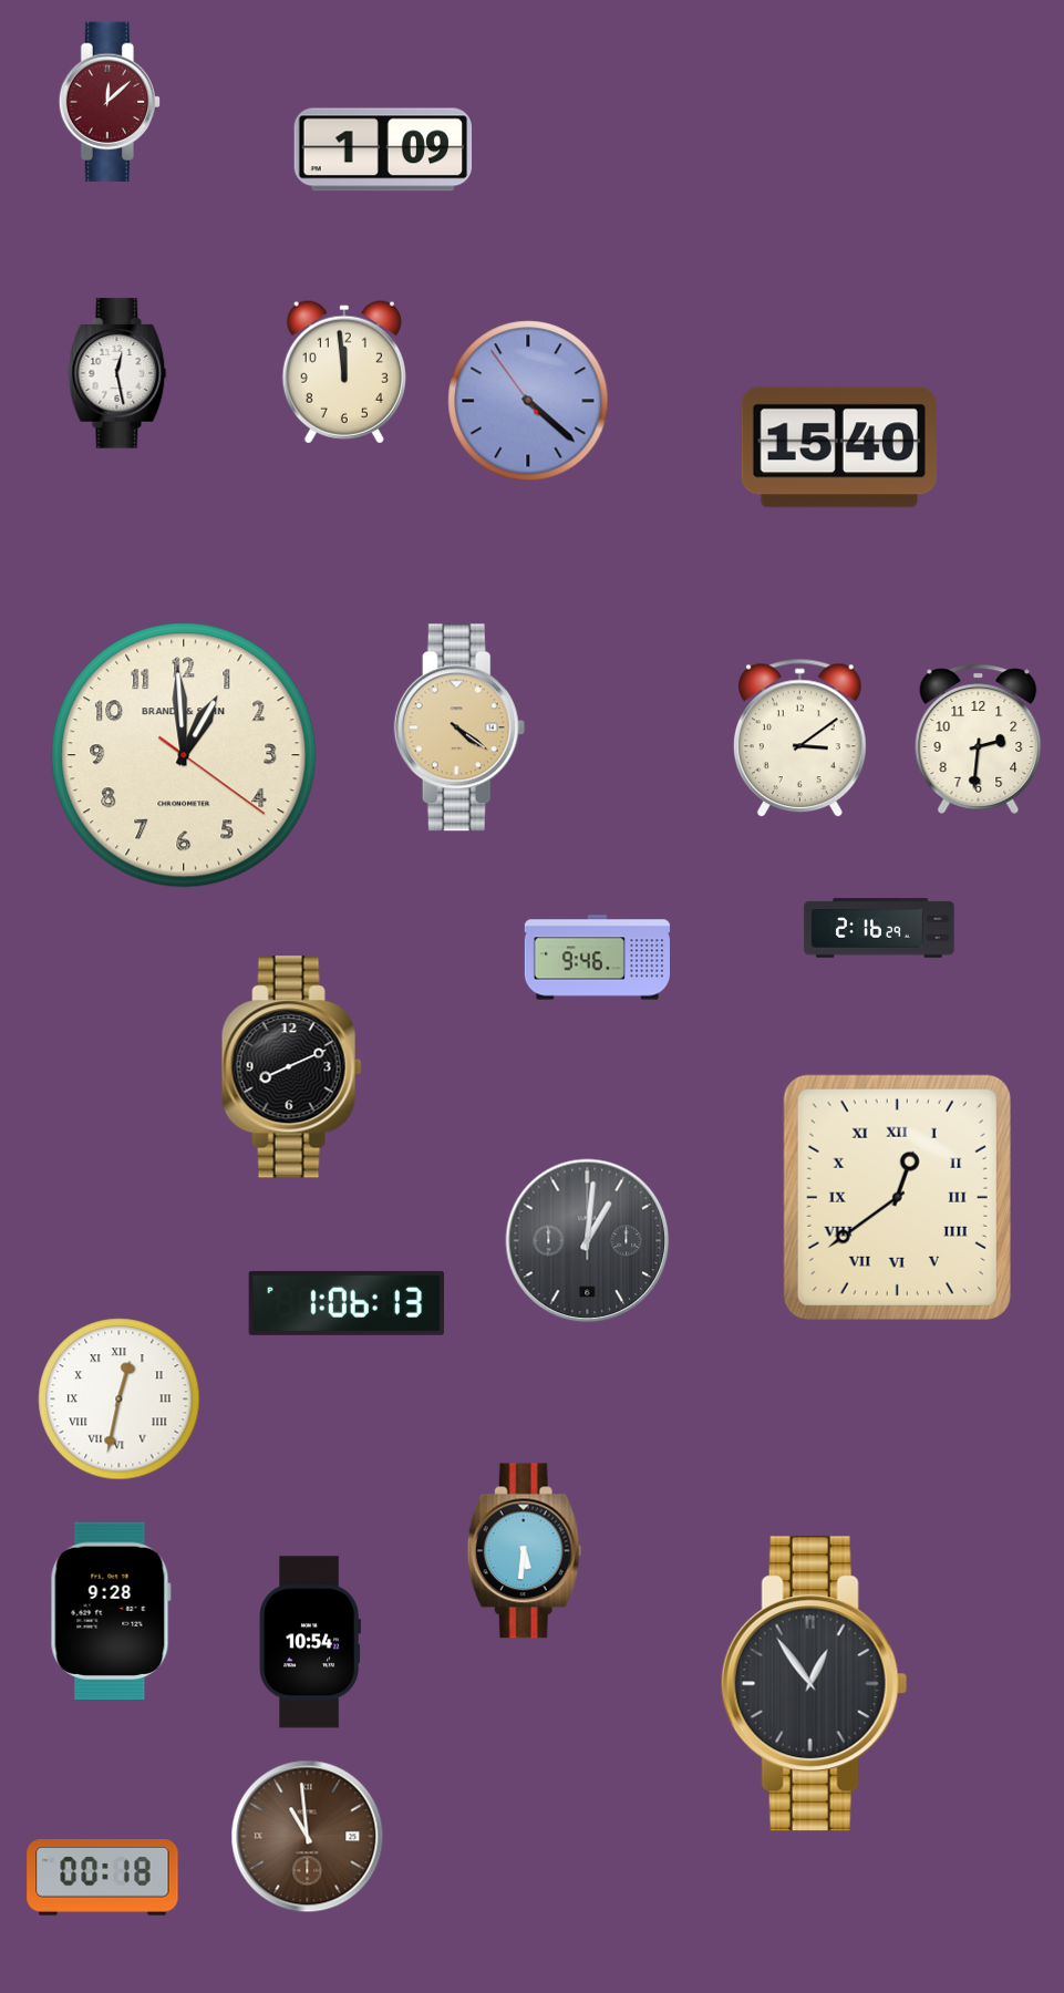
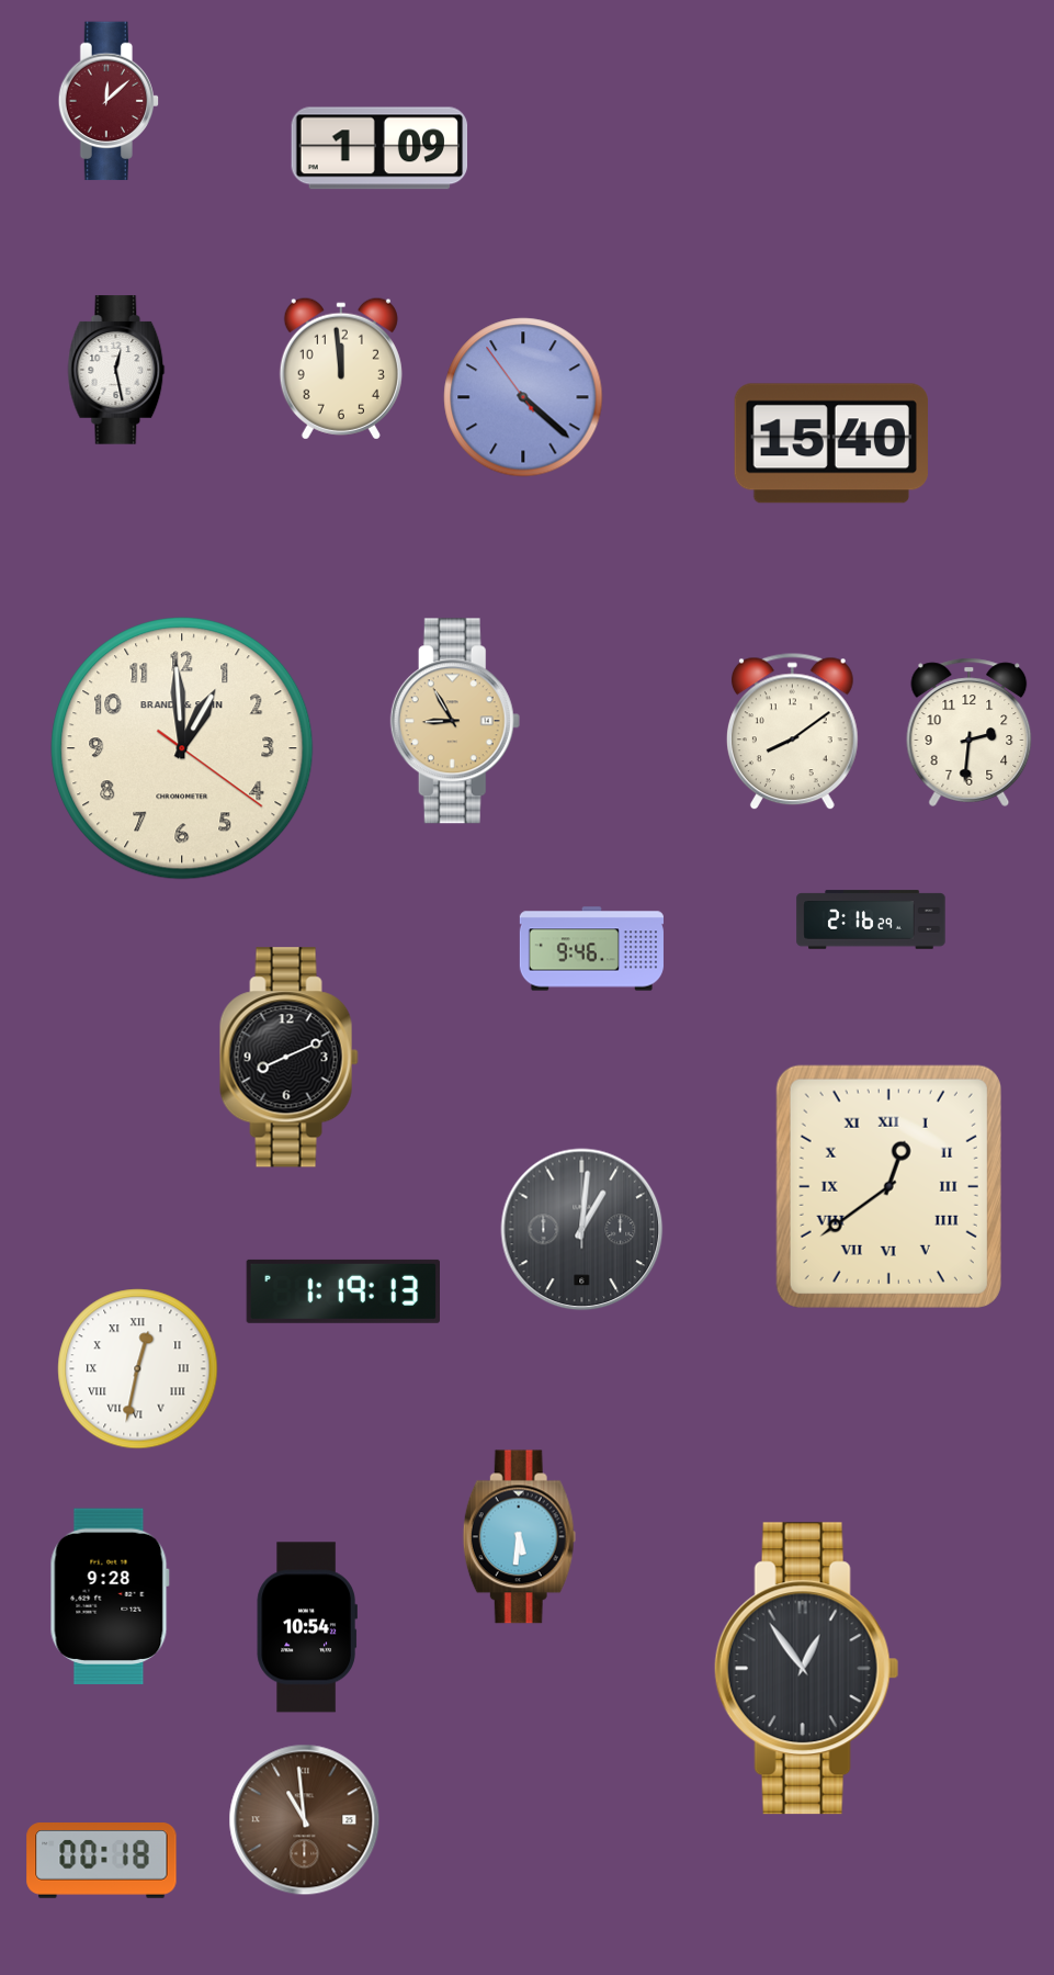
clock at (459, 727): 4:21 -> 8:55
clock at (799, 739): 3:09 -> 8:09
clock at (345, 1303): 1:06 -> 1:19
clock at (120, 1400) position: (120, 1400) -> (138, 1369)
